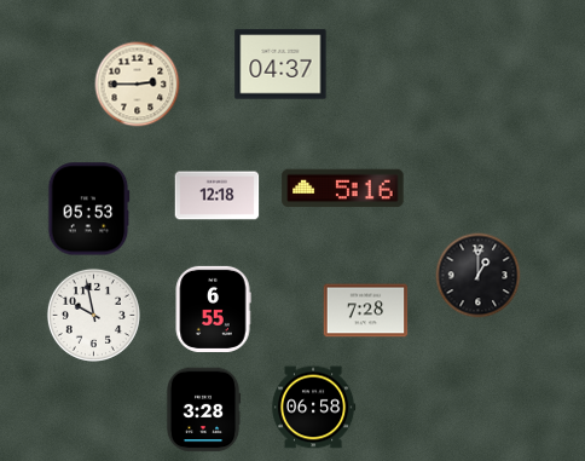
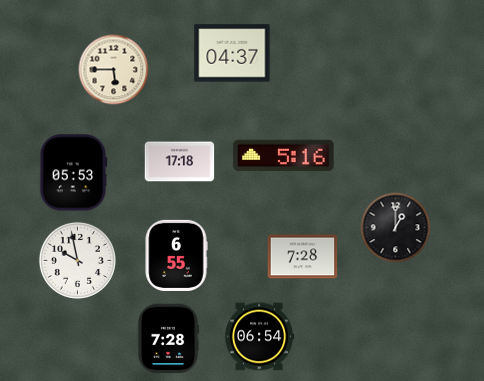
clock at (138, 85): 2:45 -> 5:45
clock at (218, 196): 12:18 -> 17:18
clock at (313, 408): 06:58 -> 06:54
clock at (203, 410): 3:28 -> 7:28
